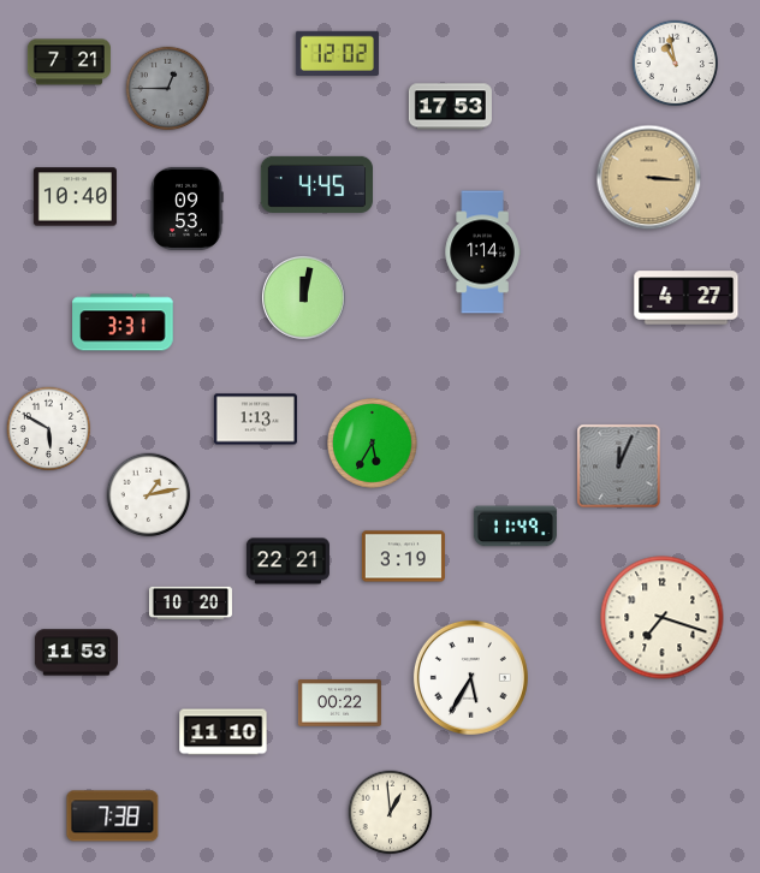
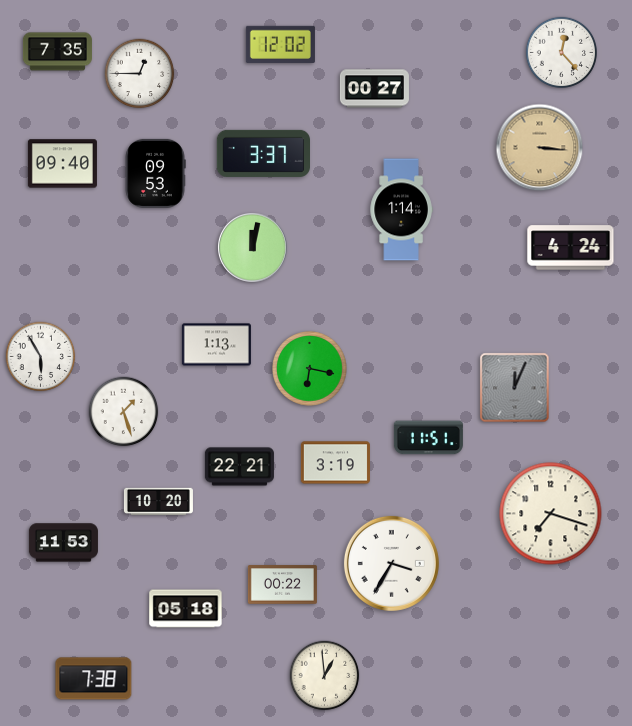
clock at (69, 63): 7:21 -> 7:35
clock at (675, 63): 10:58 -> 12:23
clock at (168, 89) dial: grey -> white
clock at (450, 107): 17:53 -> 00:27
clock at (316, 184): 4:45 -> 3:37
clock at (75, 197): 10:40 -> 09:40
clock at (687, 298): 4:27 -> 4:24
clock at (123, 322): 3:31 -> none
clock at (255, 420) position: (255, 420) -> (216, 345)
clock at (49, 429): 5:50 -> 5:55
clock at (373, 444): 5:35 -> 6:17
clock at (149, 495): 1:13 -> 1:27
clock at (515, 527): 11:49 -> 11:51
clock at (470, 677): 5:35 -> 3:35
clock at (224, 732): 11:10 -> 05:18
